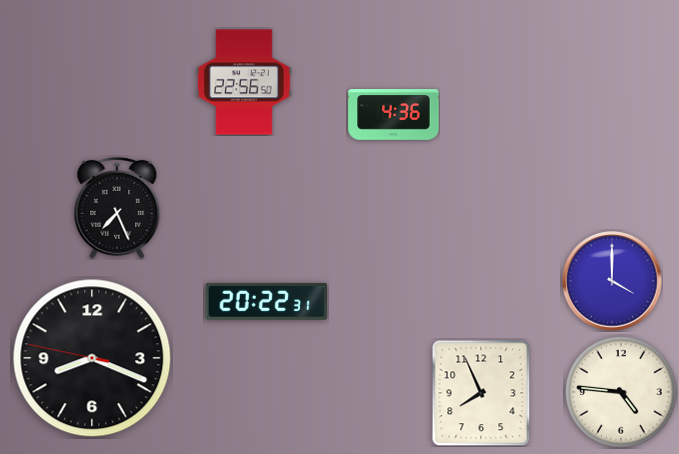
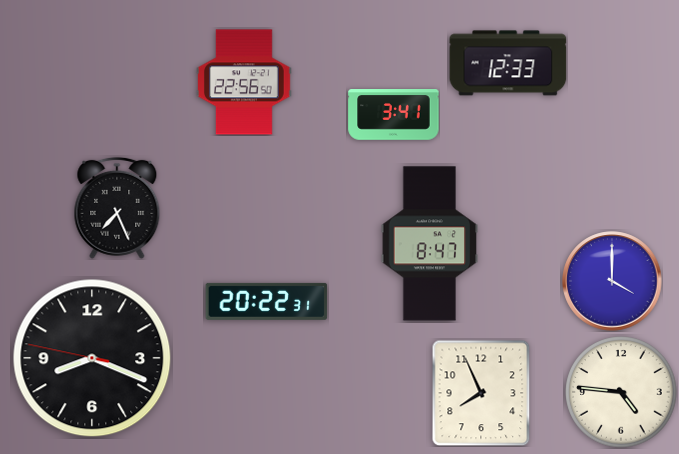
clock at (508, 63): none -> 12:33
clock at (394, 115): 4:36 -> 3:41
clock at (430, 244): none -> 8:47
